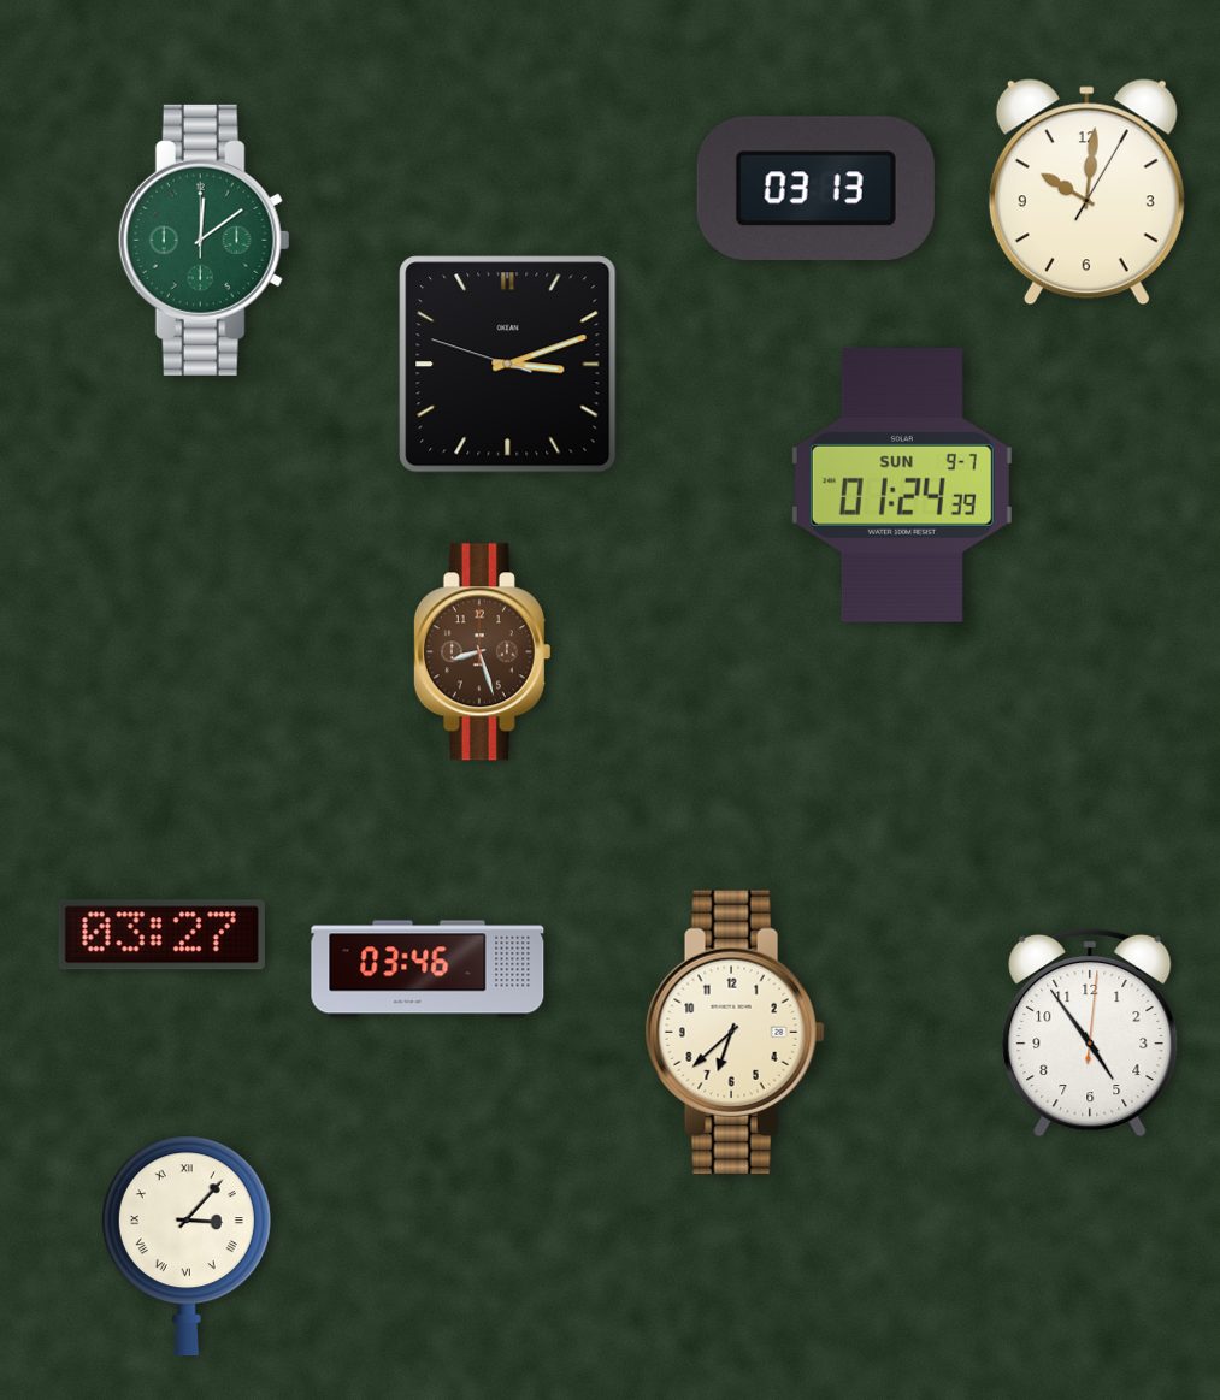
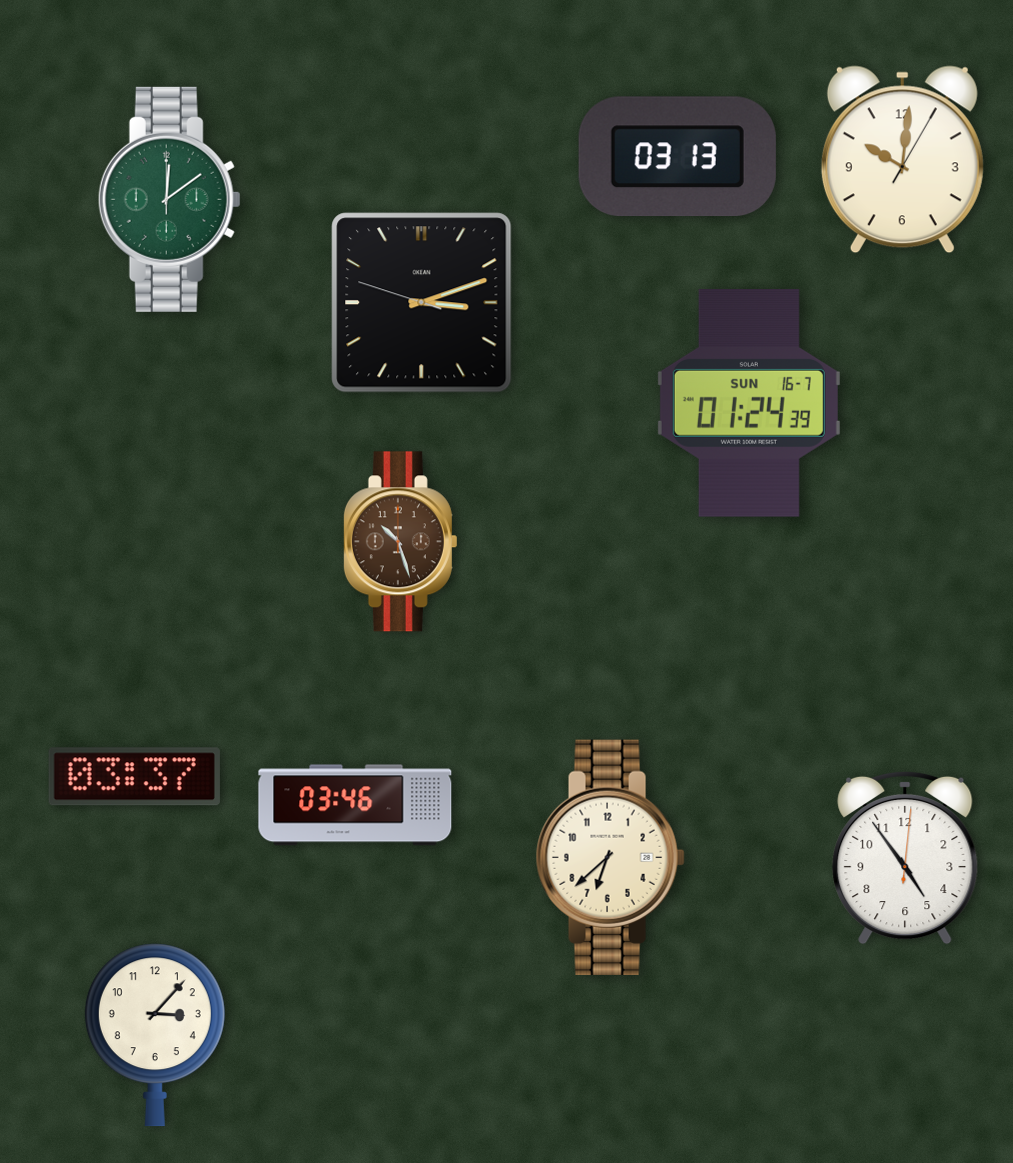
clock at (902, 486) date: SUN 9-7 -> SUN 16-7
clock at (482, 652): 8:27 -> 10:27
clock at (161, 935): 03:27 -> 03:37
clock at (187, 1246) numerals: Roman -> Arabic
